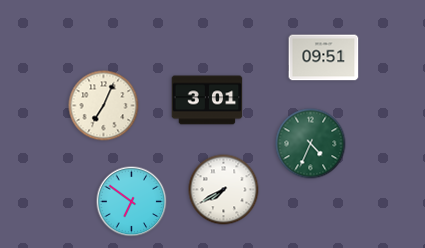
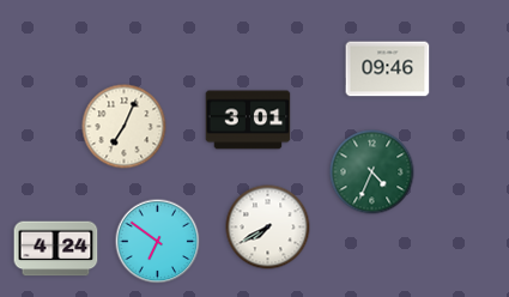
clock at (324, 58): 09:51 -> 09:46
clock at (56, 249): none -> 4:24
